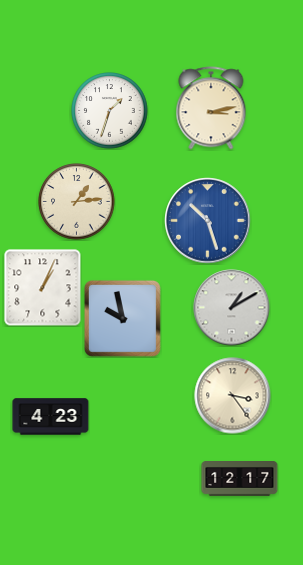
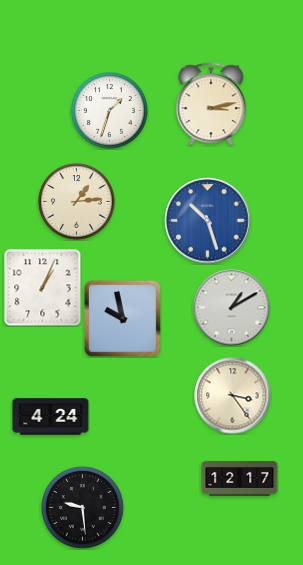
clock at (211, 108) position: (211, 108) -> (211, 104)
clock at (51, 417): 4:23 -> 4:24
clock at (83, 508): none -> 9:29
